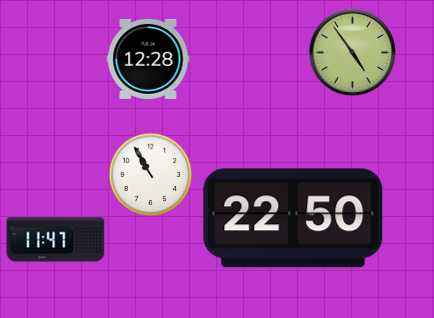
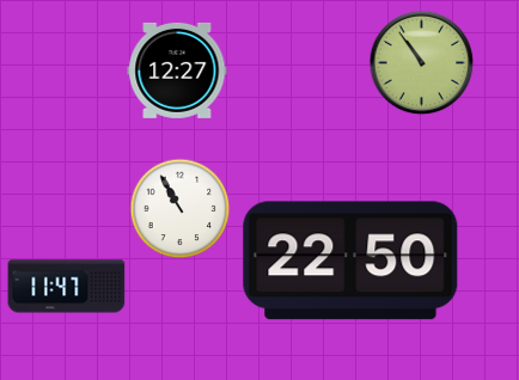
clock at (352, 52): 4:54 -> 10:54
clock at (148, 59): 12:28 -> 12:27
